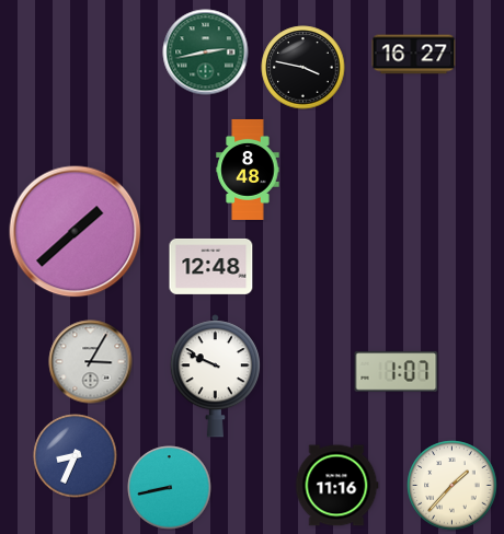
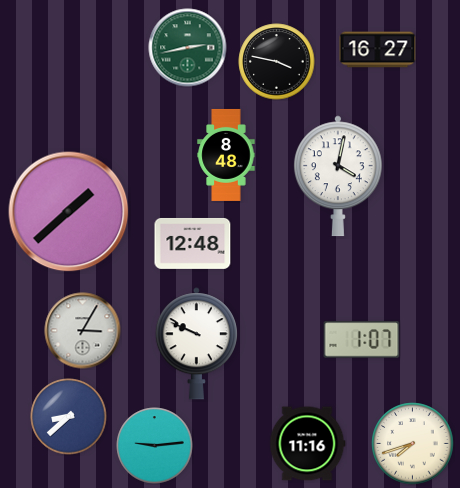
clock at (338, 176): none -> 4:02
clock at (76, 456): 8:34 -> 8:38
clock at (453, 486): 1:37 -> 7:42
clock at (170, 488): 8:43 -> 9:14
